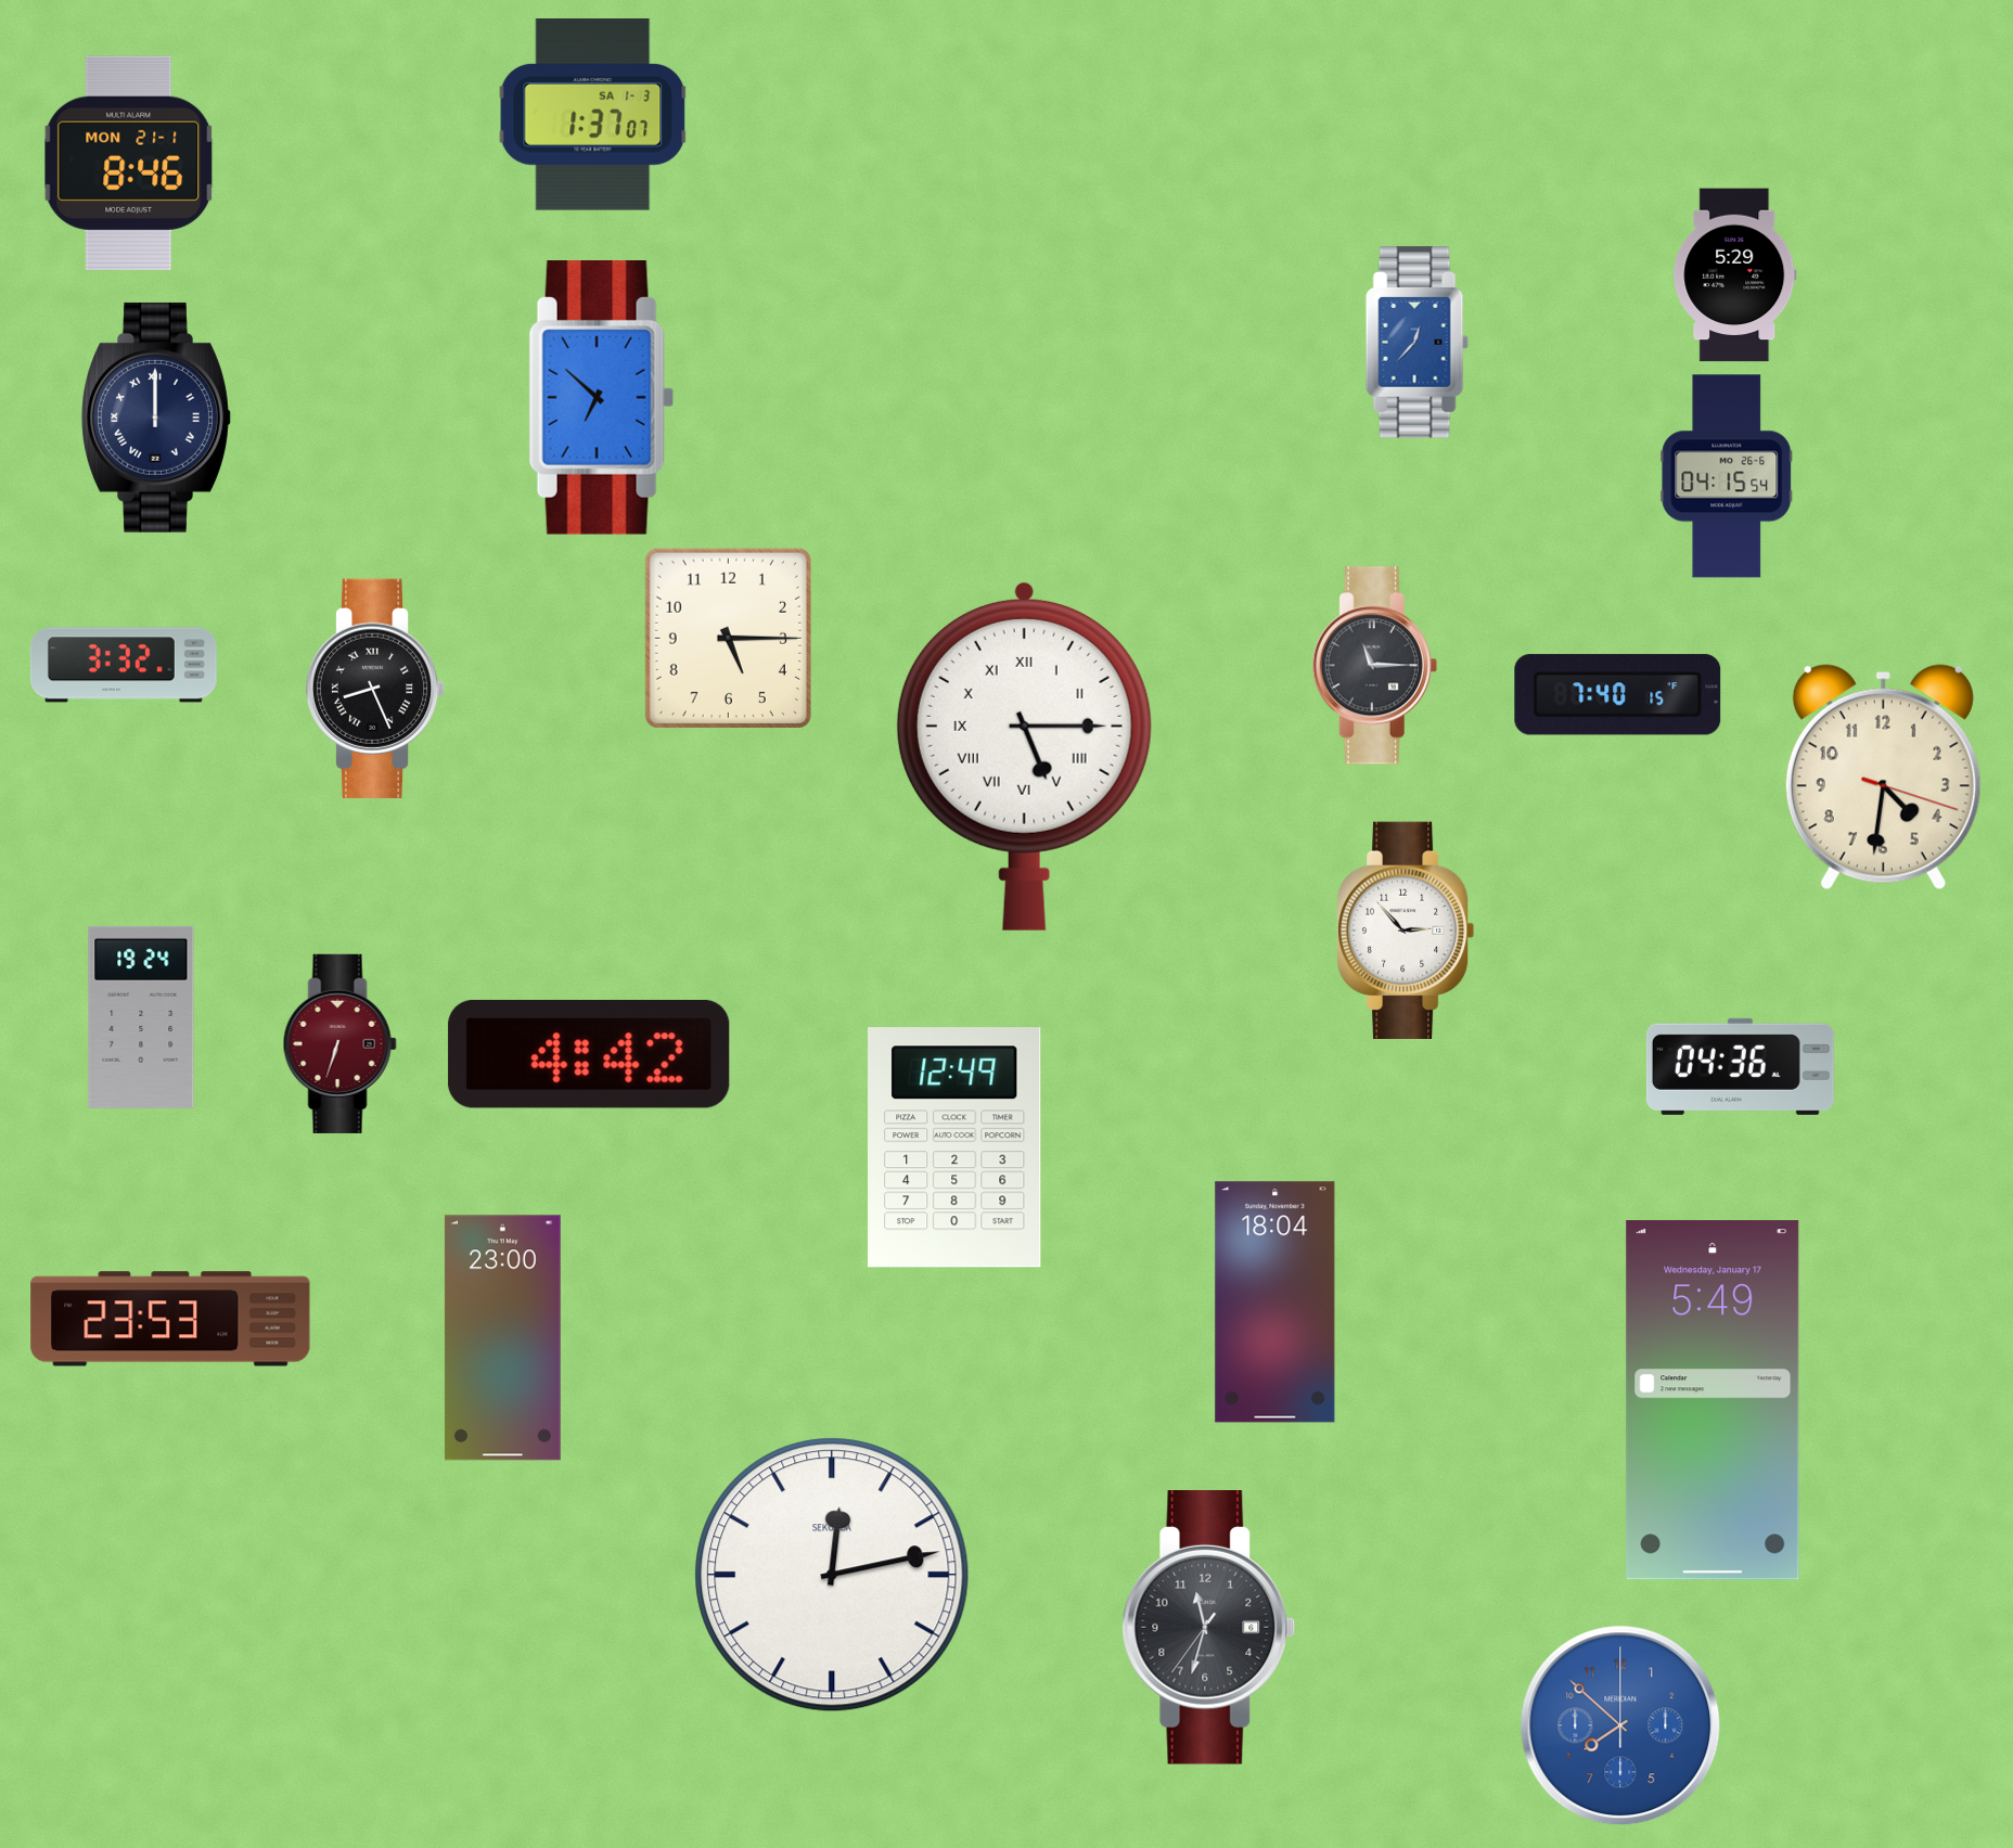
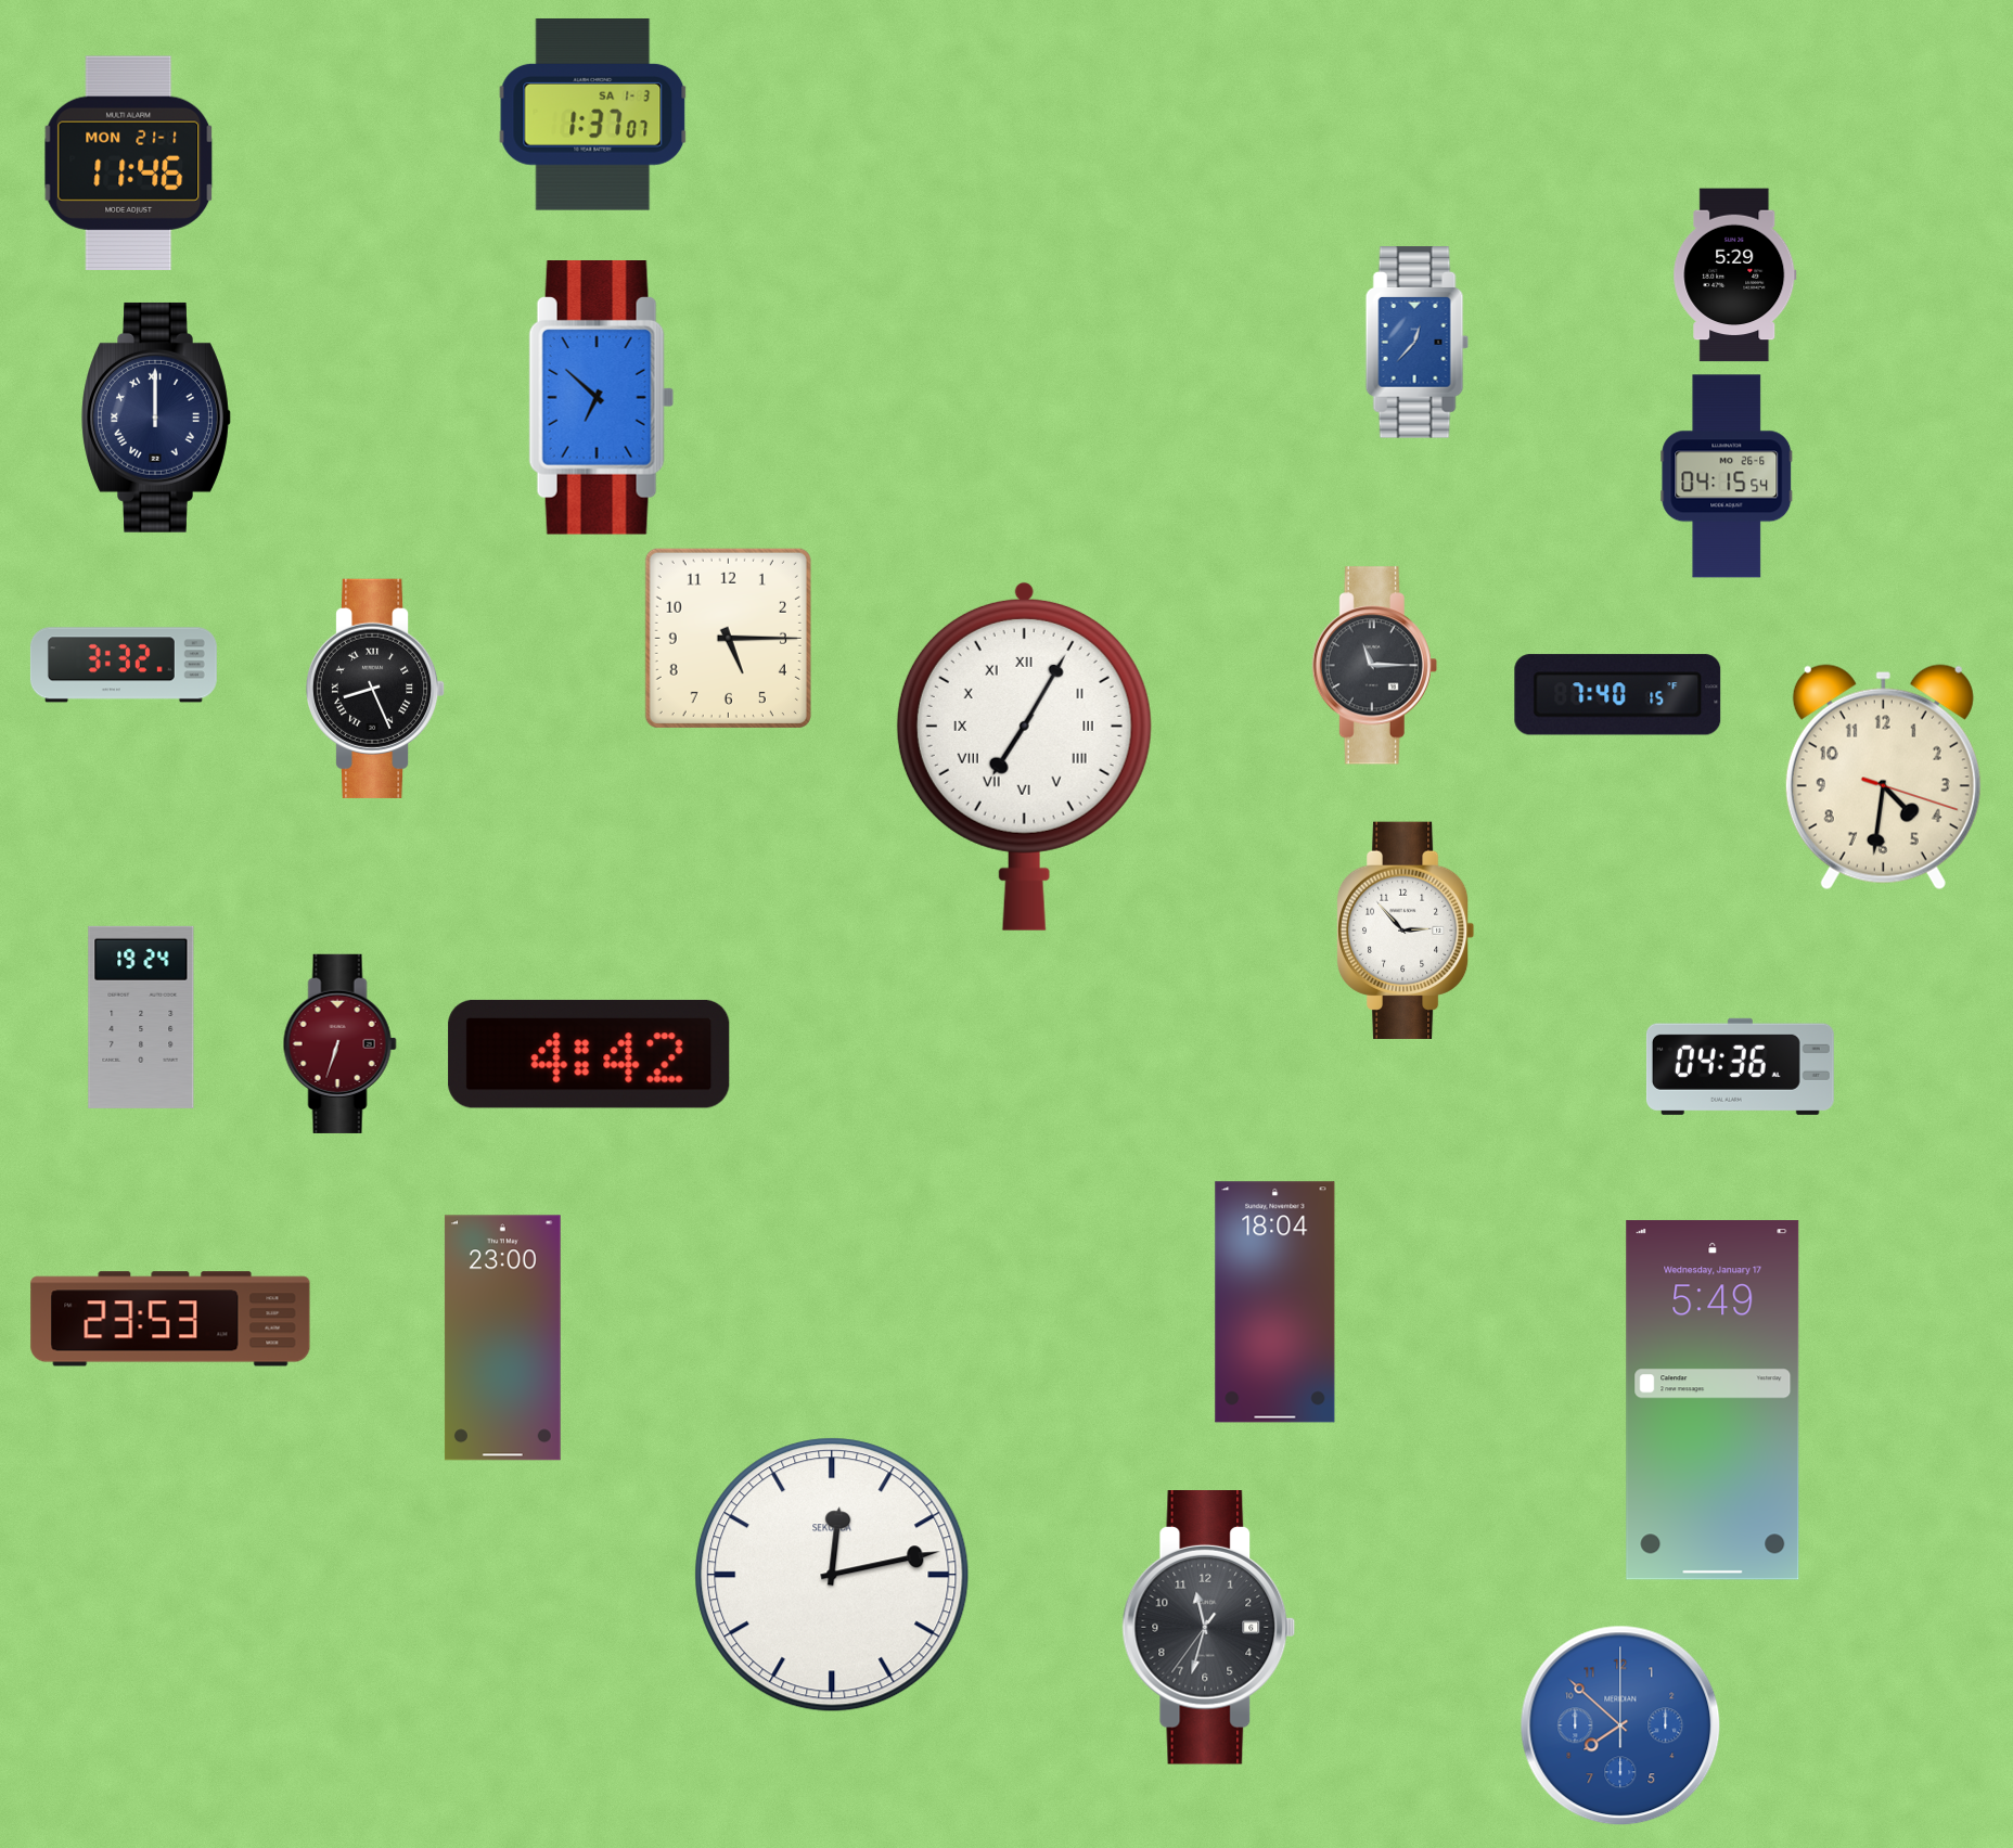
clock at (129, 163): 8:46 -> 11:46
clock at (1024, 756): 5:15 -> 7:05
clock at (954, 1147): 12:49 -> none
